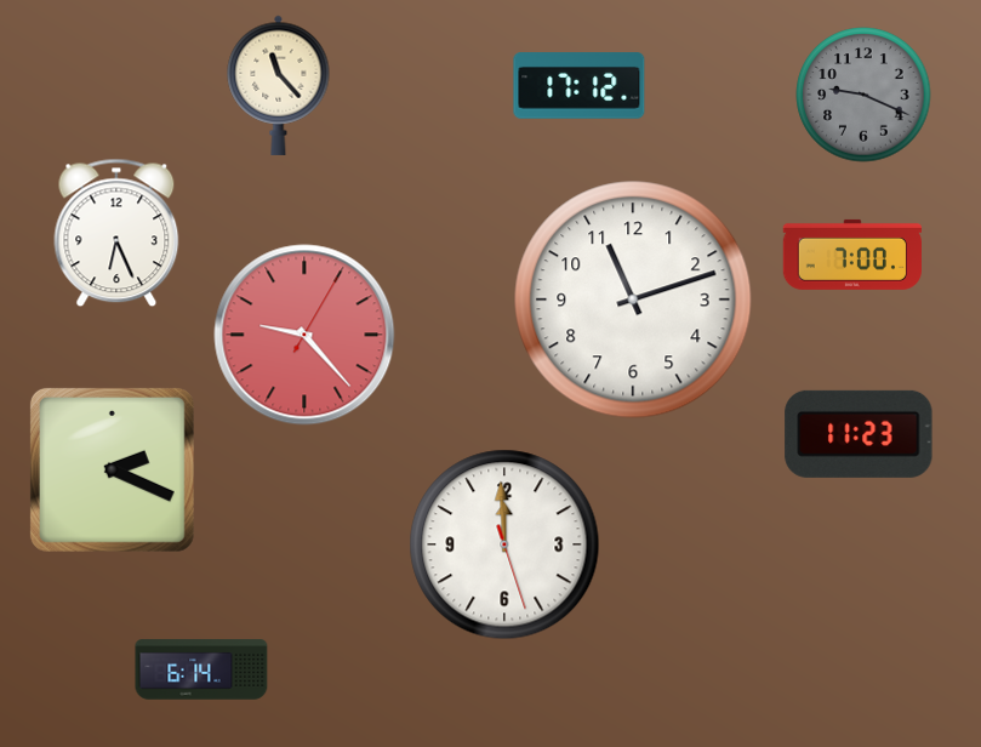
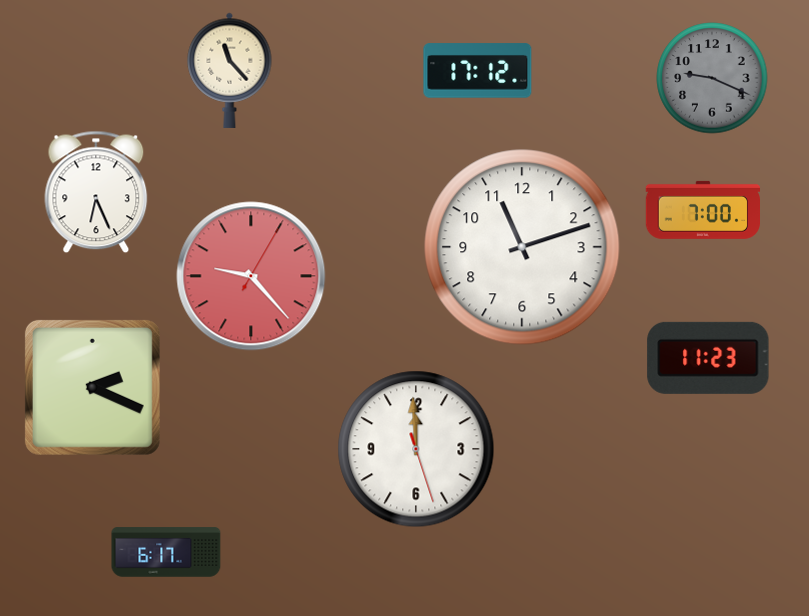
clock at (201, 669): 6:14 -> 6:17
